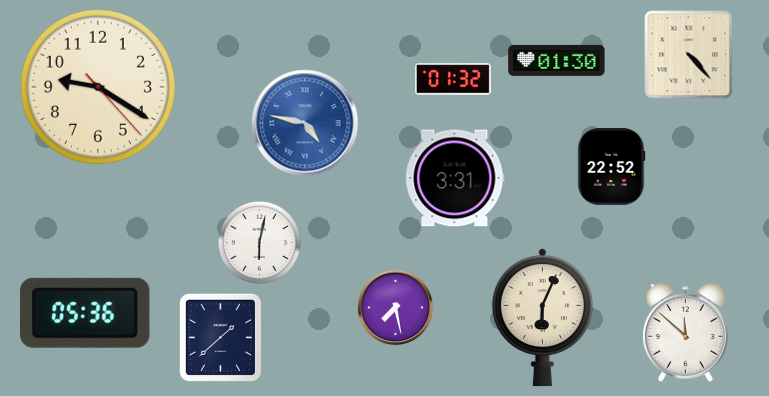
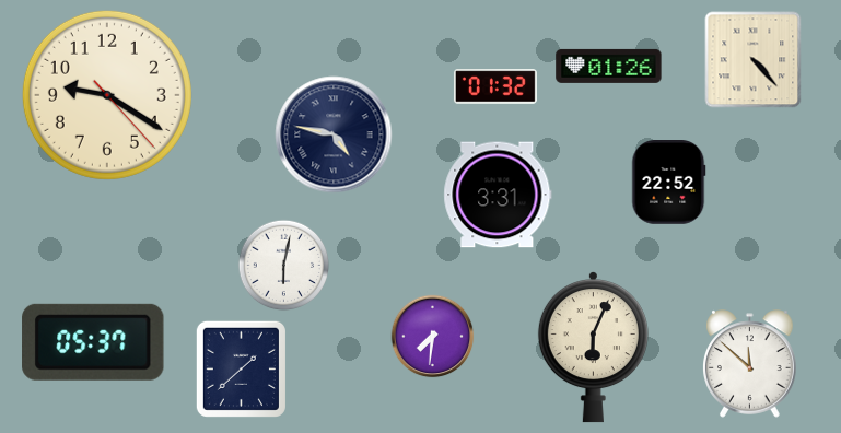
clock at (557, 60): 01:30 -> 01:26
clock at (305, 123) dial: blue -> navy
clock at (396, 308): 7:28 -> 7:31
clock at (85, 313): 05:36 -> 05:37
